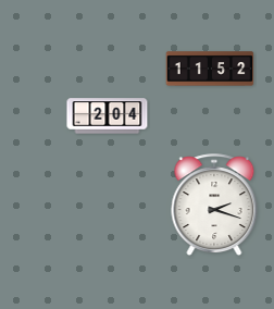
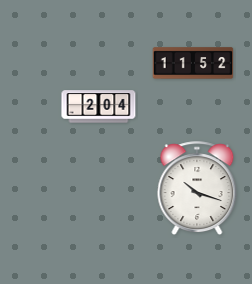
clock at (214, 206): 2:18 -> 10:18
